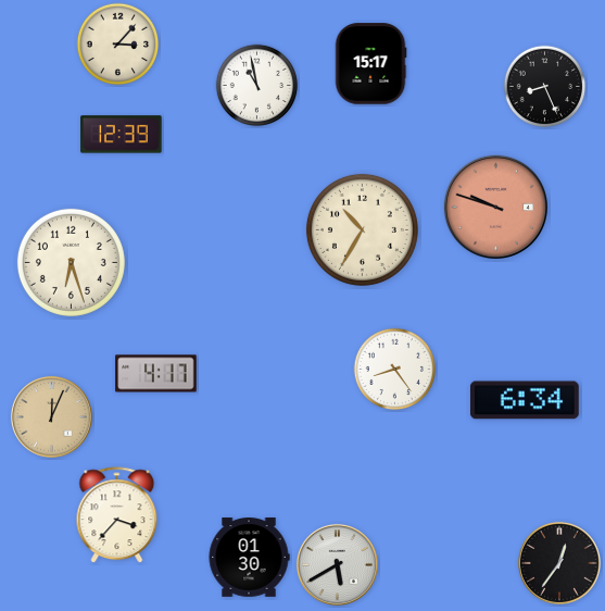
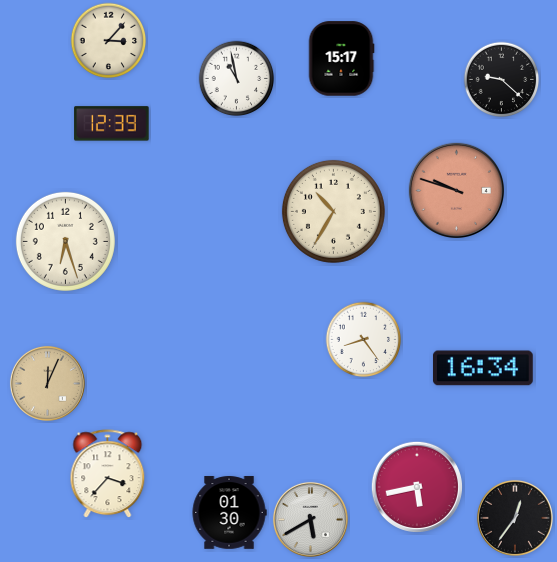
clock at (545, 87): 8:26 -> 9:22
clock at (156, 374): 4:17 -> none
clock at (525, 400): 6:34 -> 16:34
clock at (417, 487): none -> 5:43
